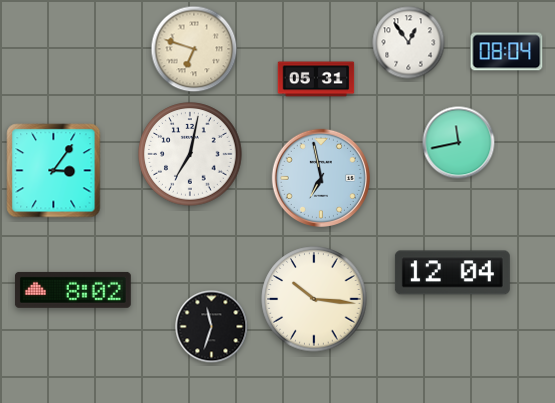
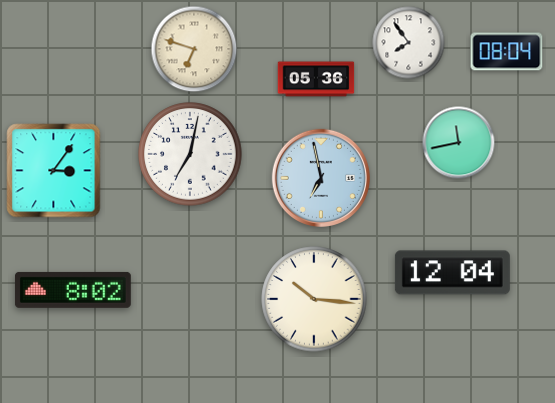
clock at (409, 43): 12:54 -> 7:54
clock at (316, 79): 05:31 -> 05:36
clock at (212, 327): 11:33 -> none
